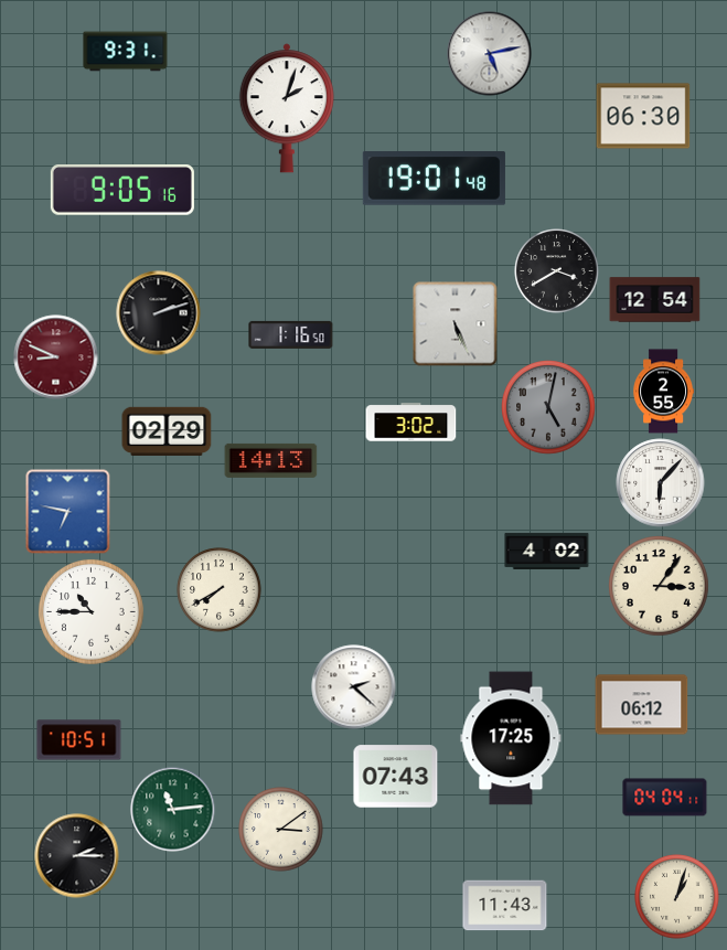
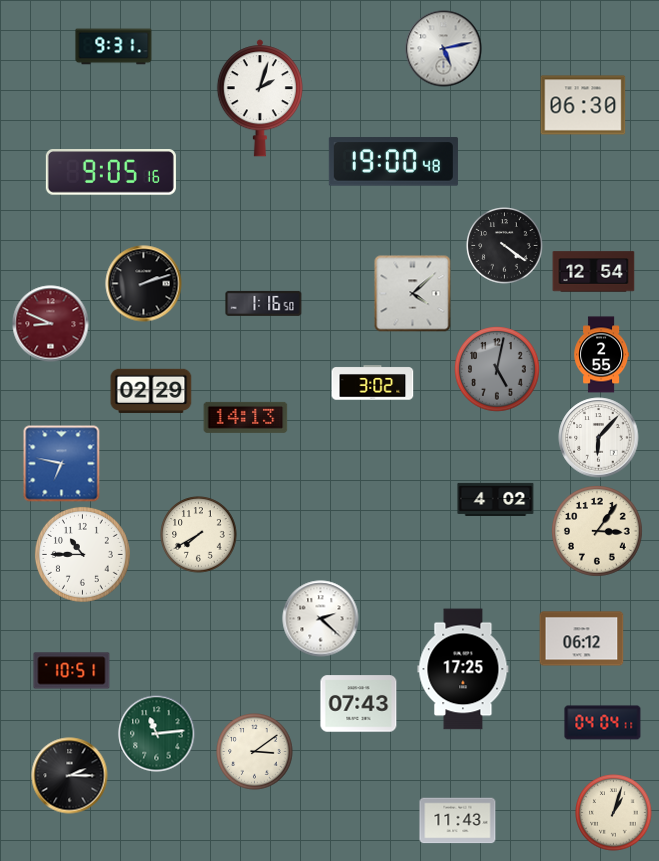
clock at (434, 179): 19:01 -> 19:00
clock at (557, 271): 3:40 -> 4:21
clock at (456, 324): 5:26 -> 4:08
clock at (354, 687) position: (354, 687) -> (321, 619)
